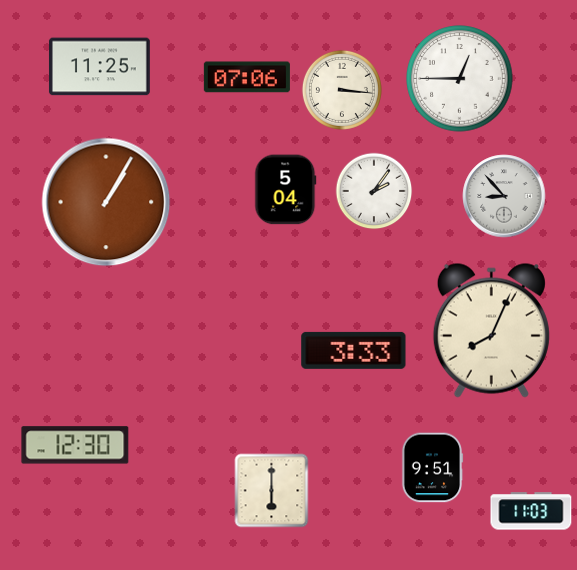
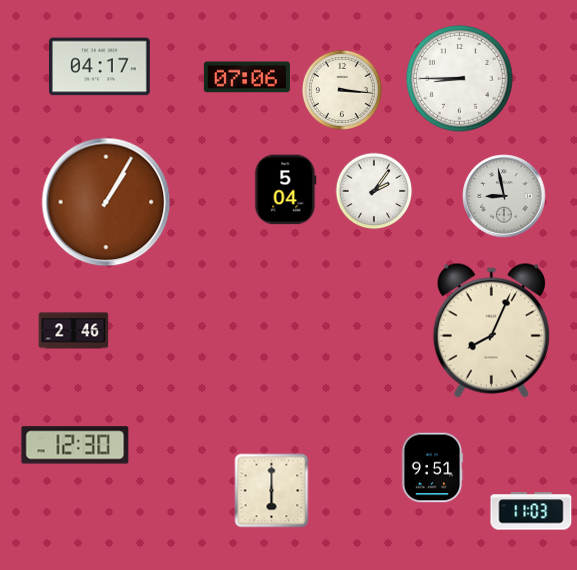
clock at (99, 67): 11:25 -> 04:17
clock at (460, 79): 12:45 -> 8:45
clock at (504, 196): 8:53 -> 8:58
clock at (74, 331): none -> 2:46
clock at (354, 350): 3:33 -> none
